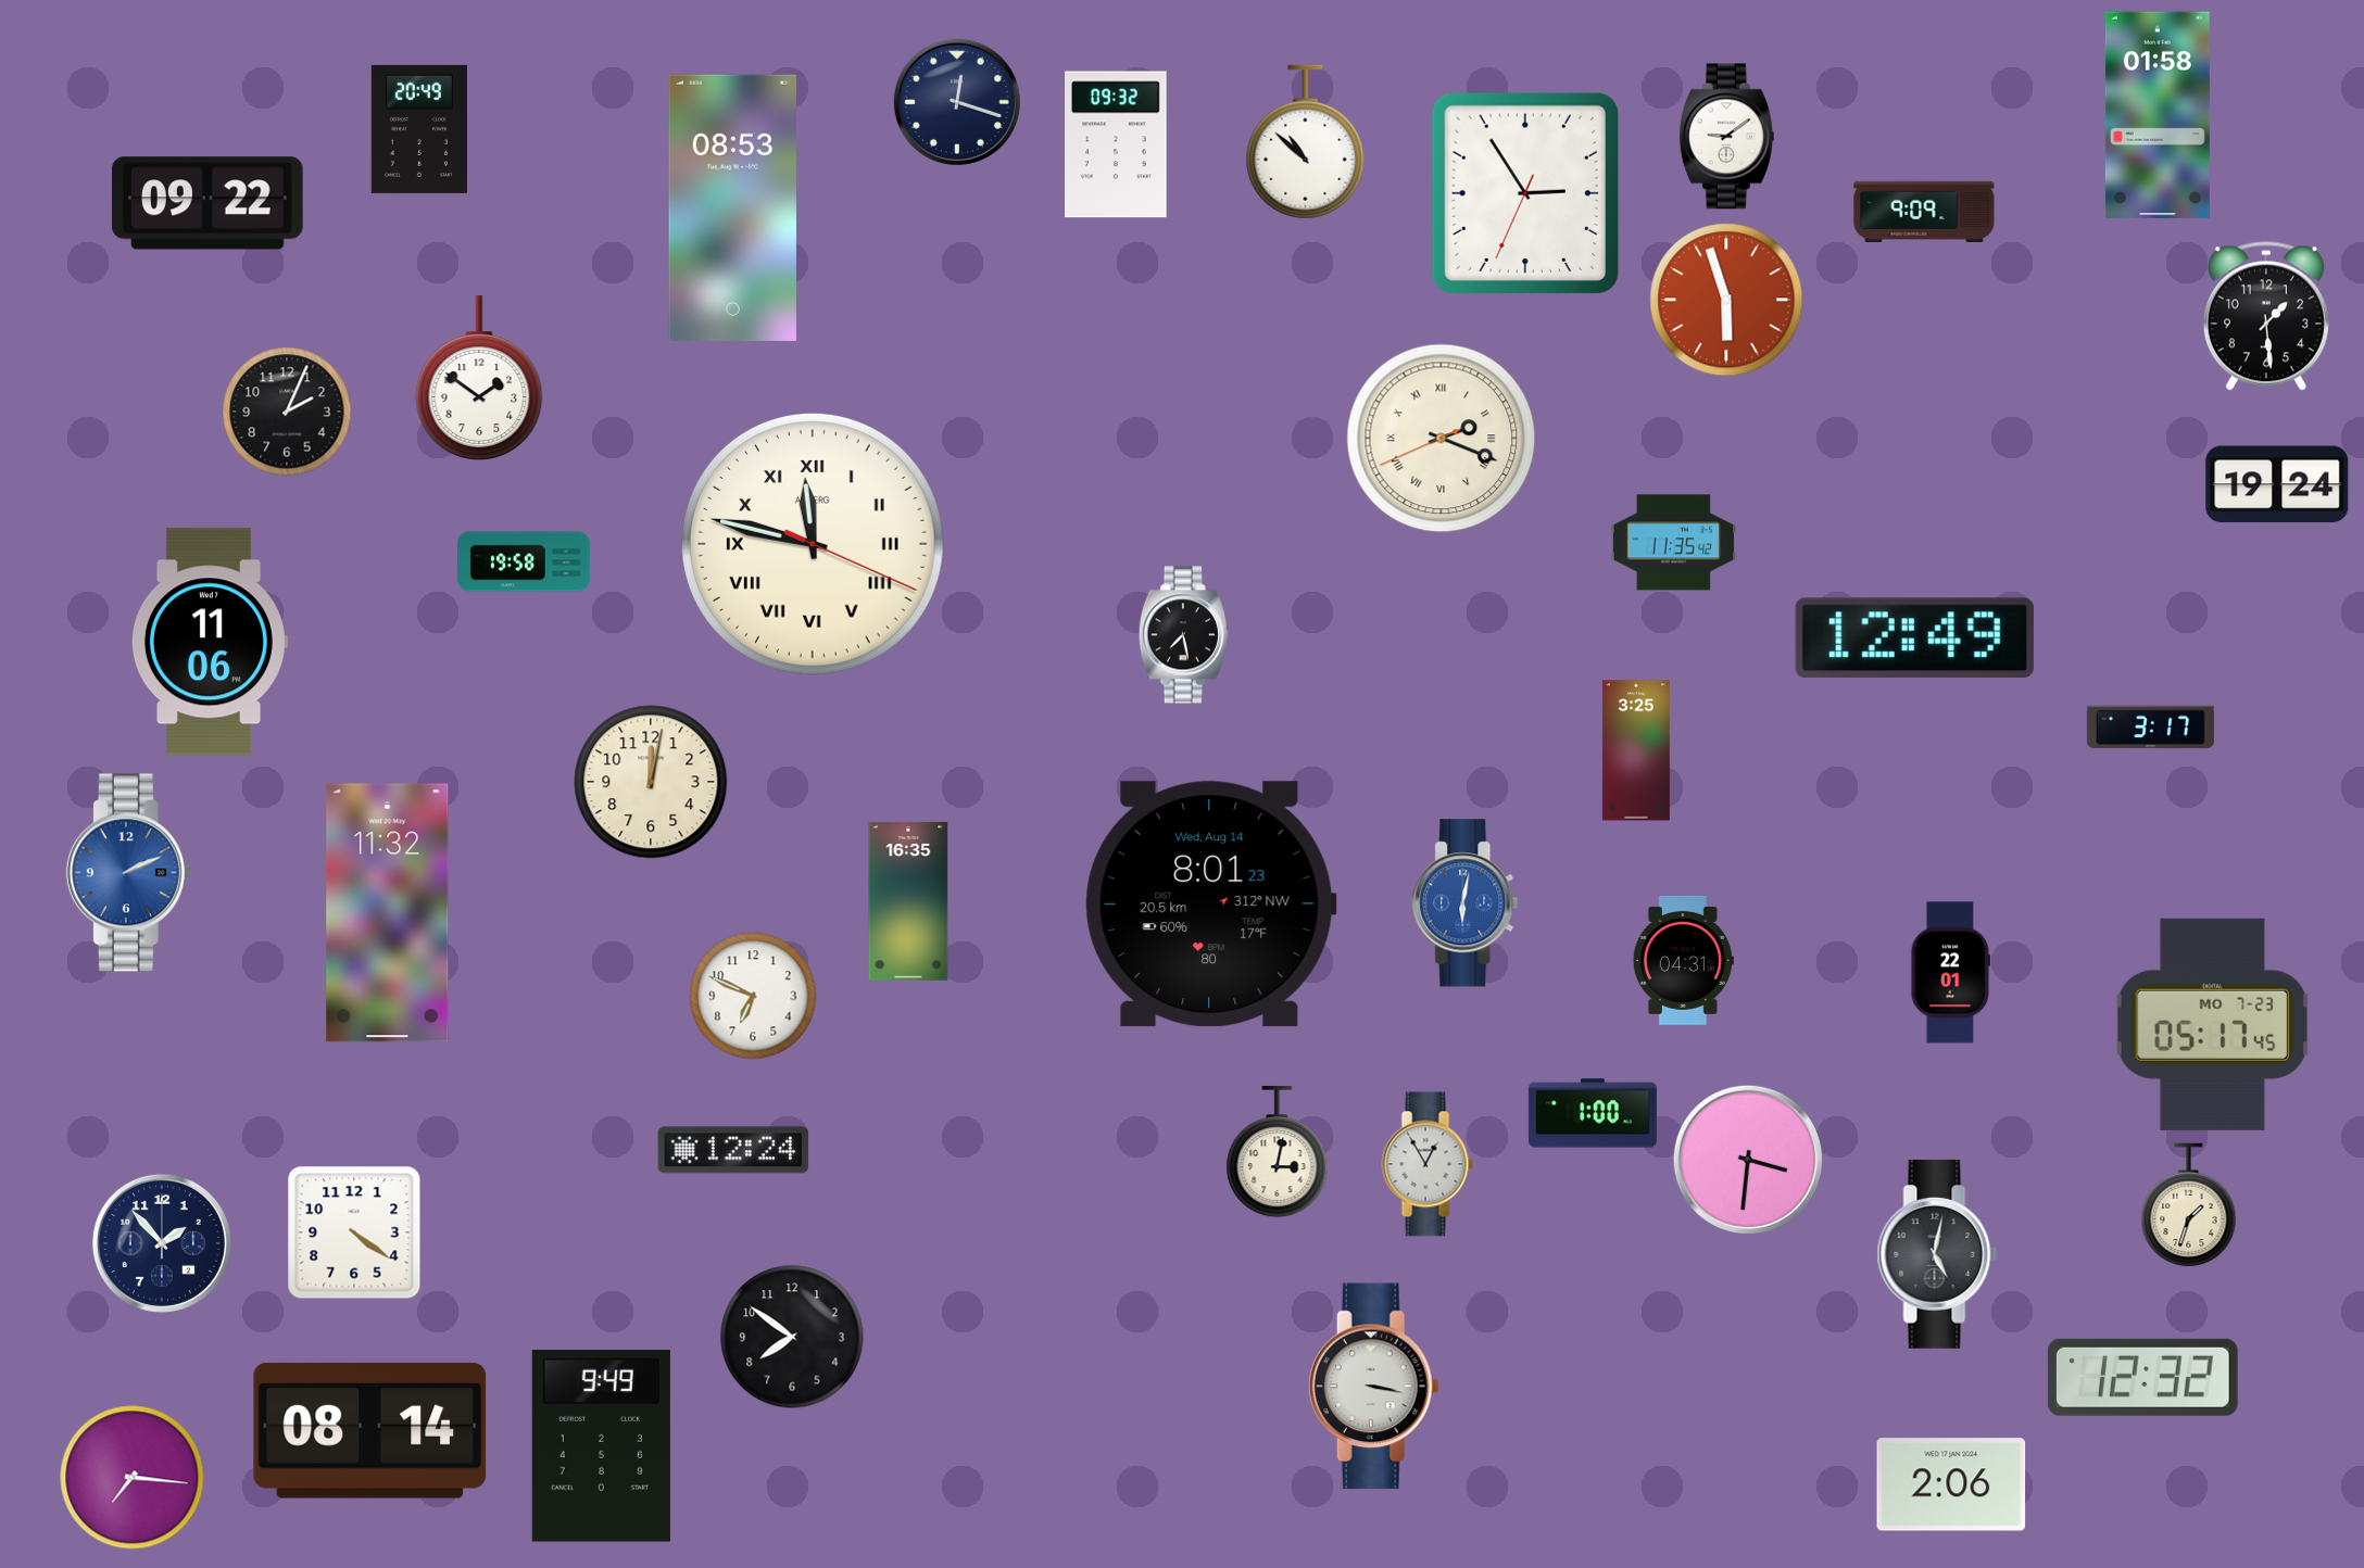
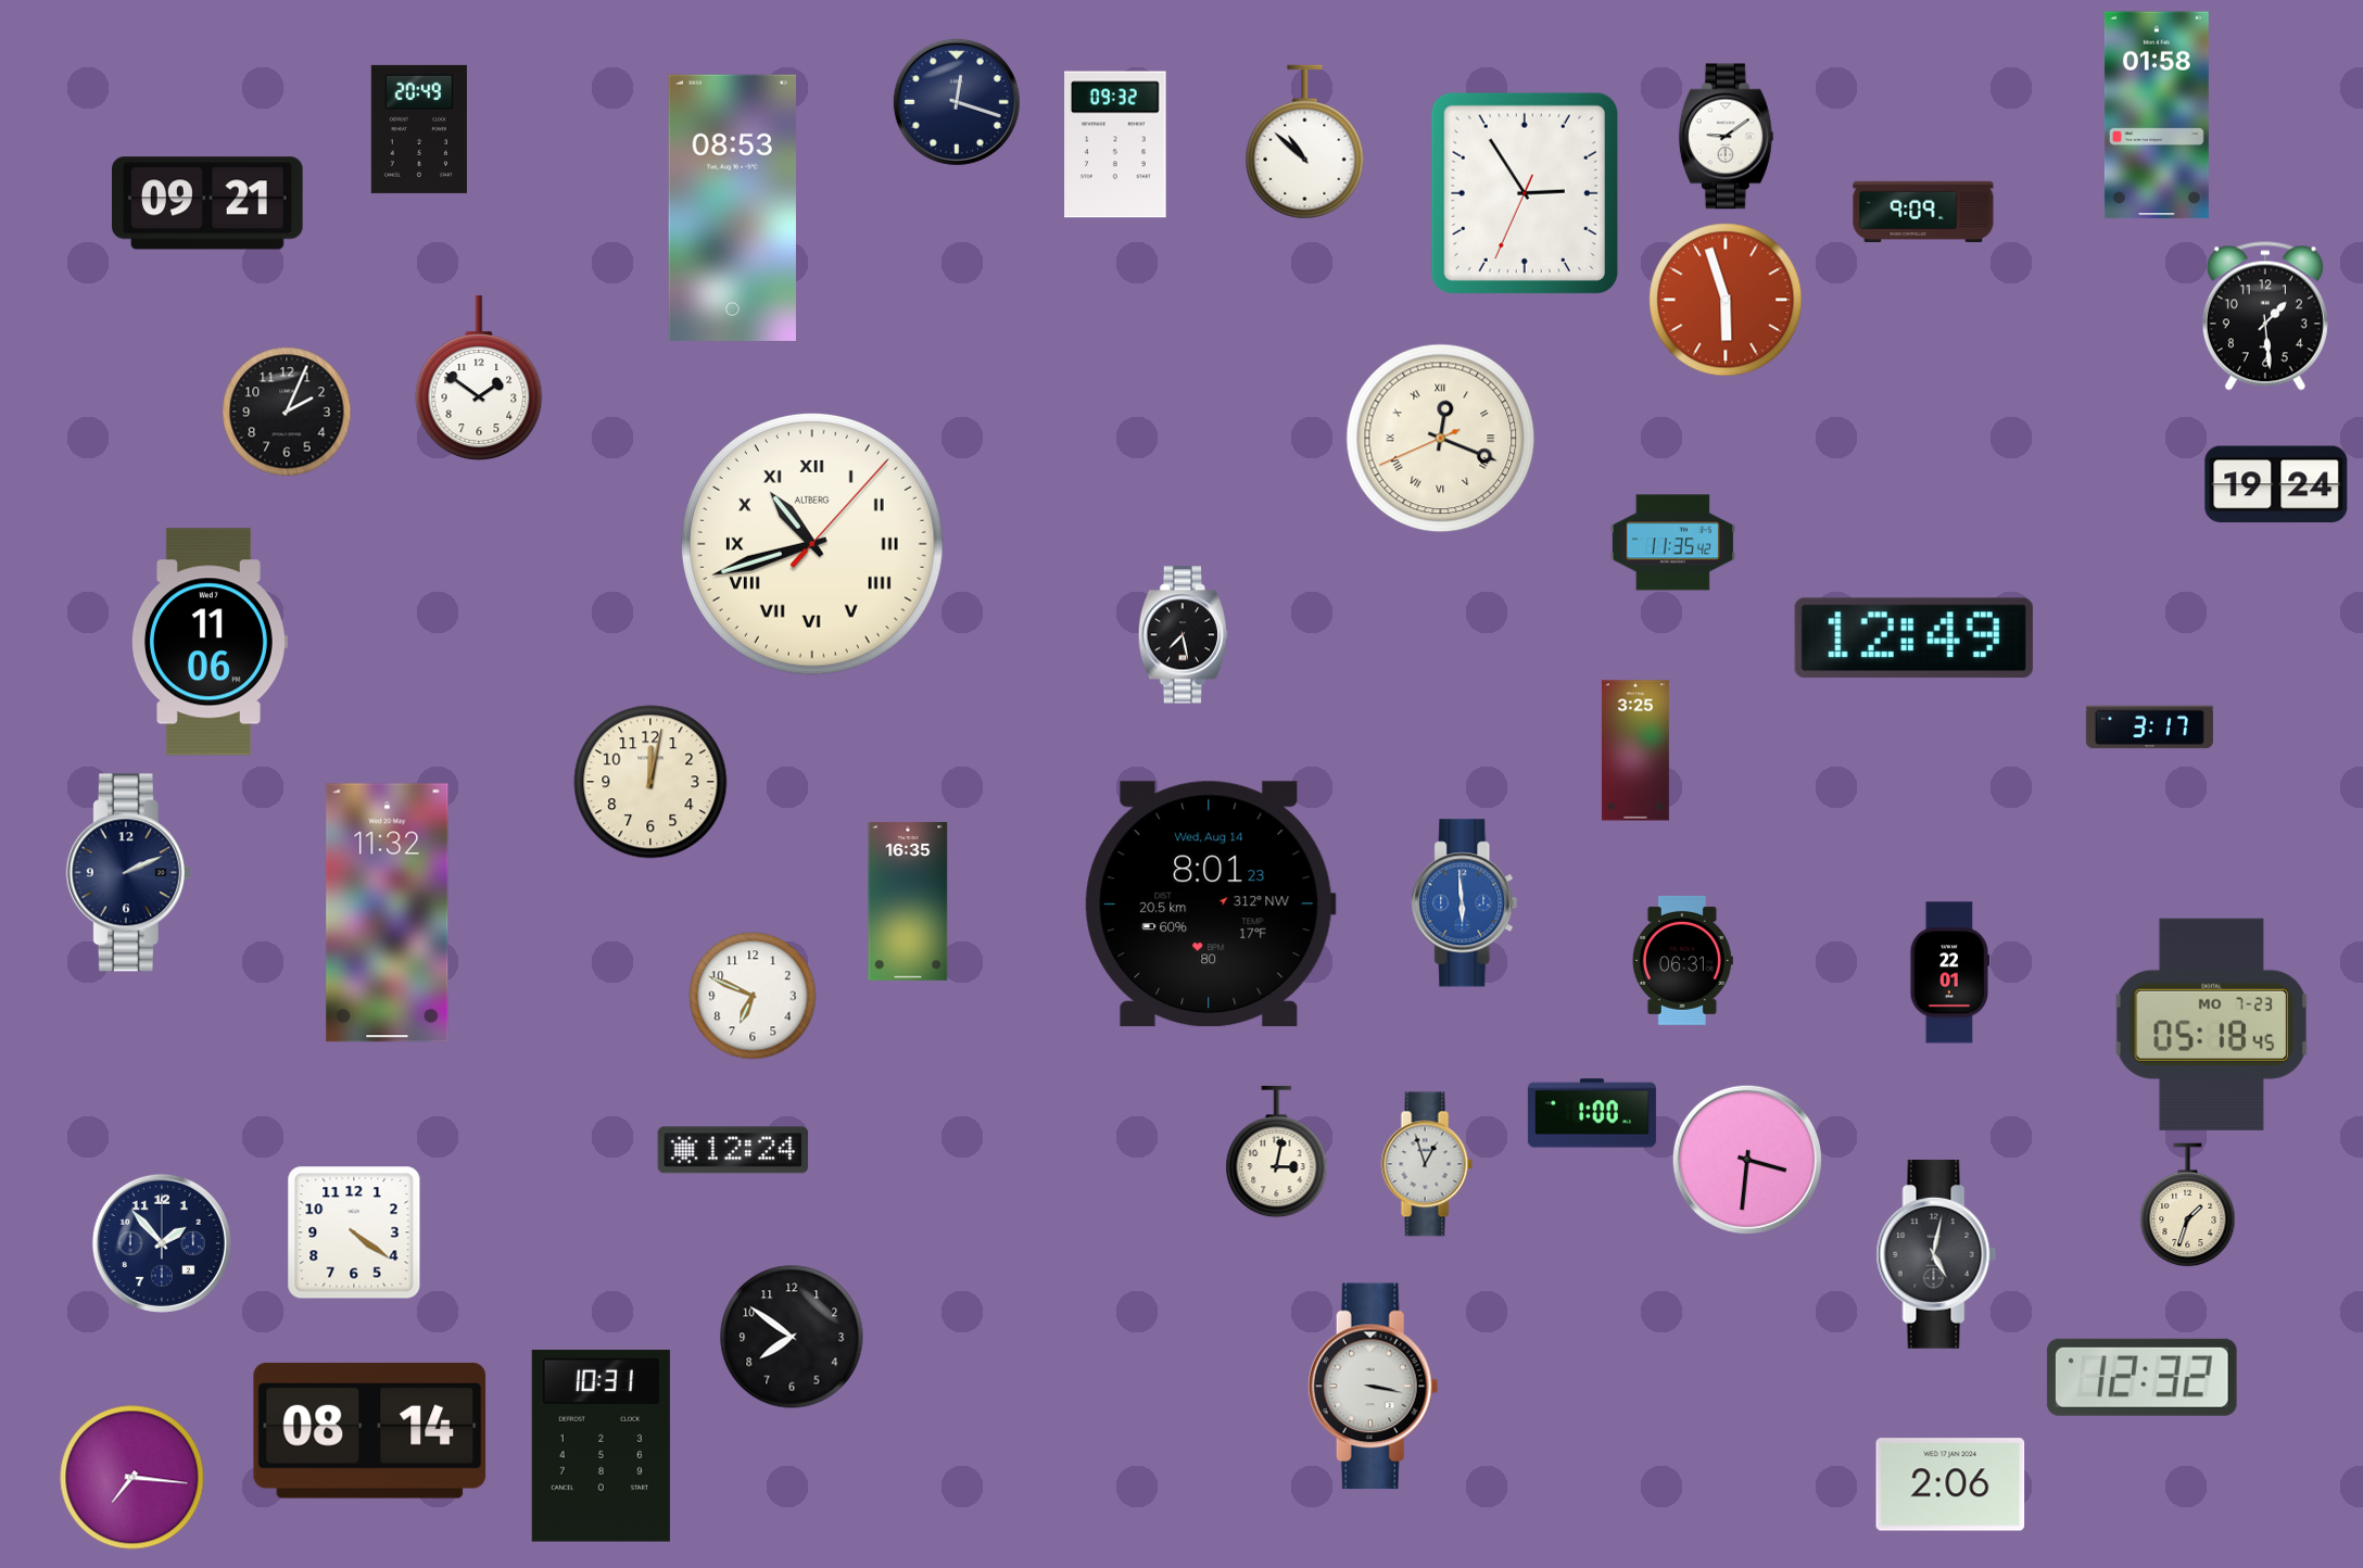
clock at (208, 203): 09:22 -> 09:21
clock at (1442, 439): 2:18 -> 12:18
clock at (813, 544): 11:47 -> 10:42
clock at (524, 561): 19:58 -> none
clock at (128, 873) dial: blue -> navy
clock at (1466, 903): 6:02 -> 5:59
clock at (1683, 960): 04:31 -> 06:31
clock at (2212, 1024): 05:17 -> 05:18
clock at (1428, 1164): 12:55 -> 12:57
clock at (601, 1446): 9:49 -> 10:31
